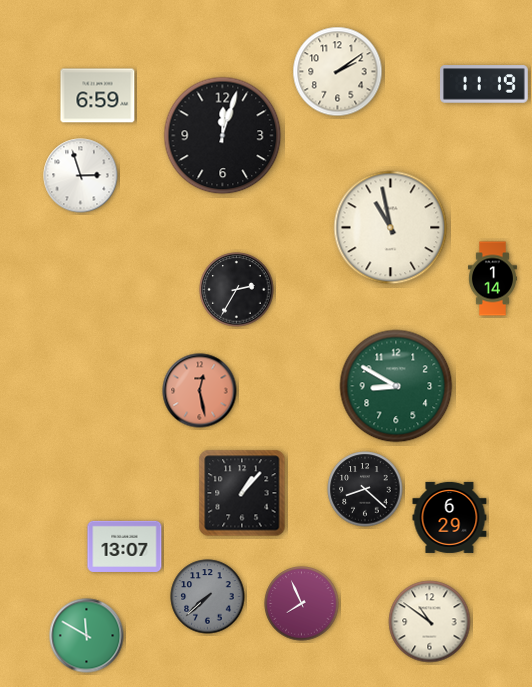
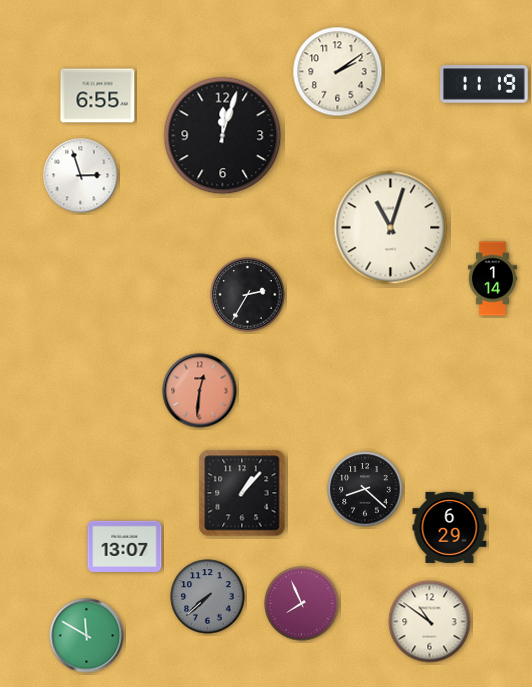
clock at (98, 96): 6:59 -> 6:55
clock at (391, 228): 10:58 -> 11:03
clock at (237, 290) position: (237, 290) -> (248, 295)
clock at (396, 386): 8:50 -> none
clock at (200, 391): 12:28 -> 12:31
clock at (450, 517) position: (450, 517) -> (450, 527)
